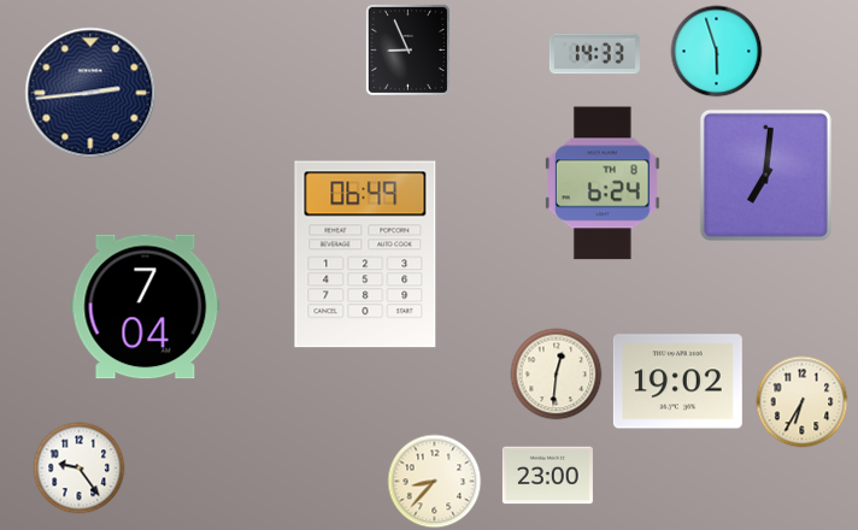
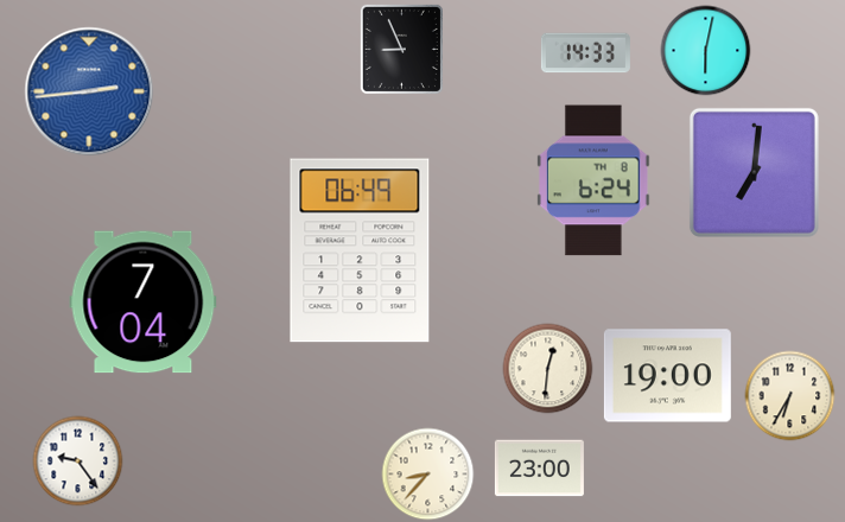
clock at (717, 52): 5:57 -> 6:02
clock at (90, 93) dial: navy -> blue
clock at (677, 382): 19:02 -> 19:00
